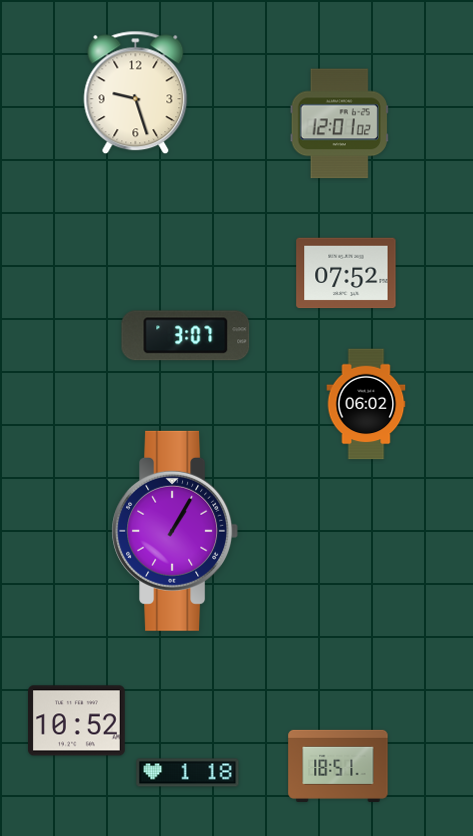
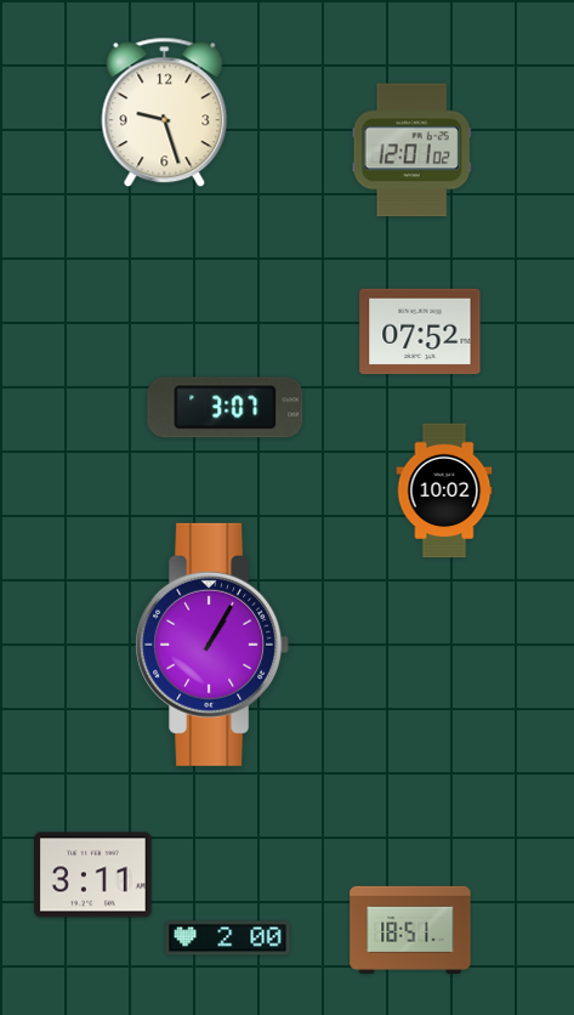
clock at (366, 404): 06:02 -> 10:02
clock at (77, 721): 10:52 -> 3:11
clock at (188, 773): 1:18 -> 2:00
